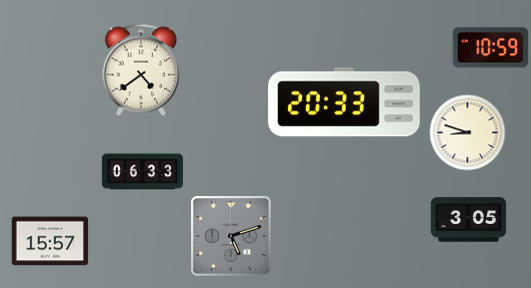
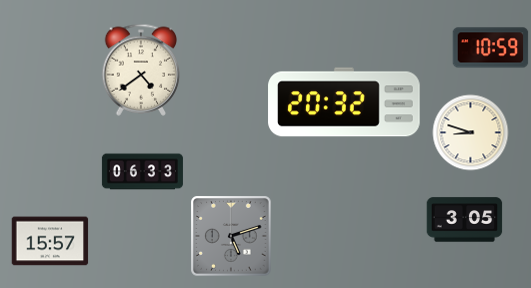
clock at (344, 102): 20:33 -> 20:32
clock at (468, 133) position: (468, 133) -> (471, 133)
clock at (469, 220) position: (469, 220) -> (465, 220)
